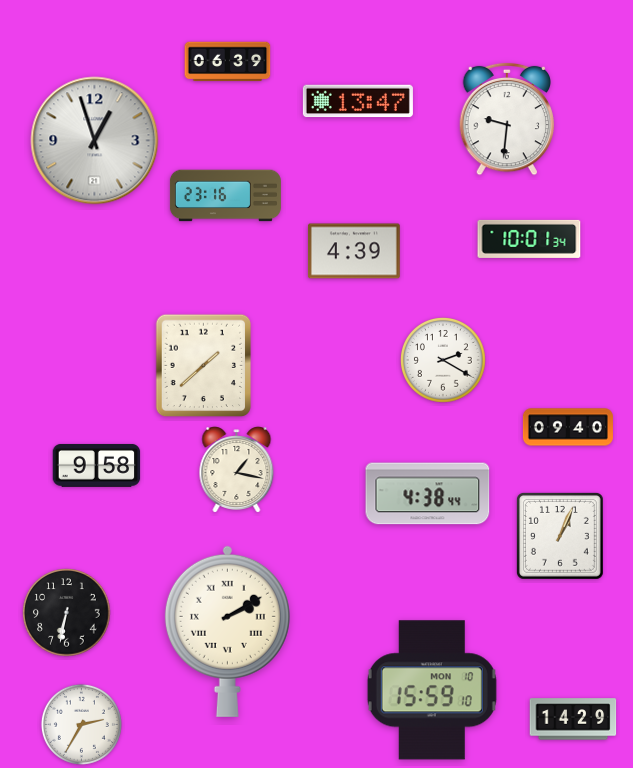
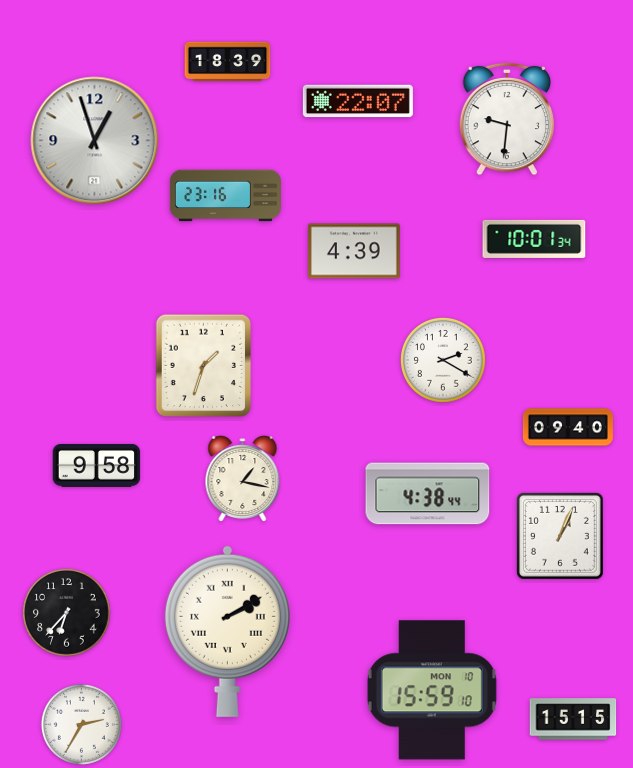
clock at (228, 62): 06:39 -> 18:39
clock at (358, 101): 13:47 -> 22:07
clock at (529, 239) position: (529, 239) -> (534, 239)
clock at (204, 366): 1:38 -> 1:33
clock at (237, 470) position: (237, 470) -> (243, 479)
clock at (67, 613): 6:32 -> 6:37
clock at (573, 719): 14:29 -> 15:15
